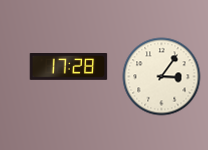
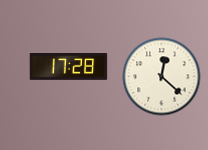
clock at (161, 76): 3:06 -> 12:22
